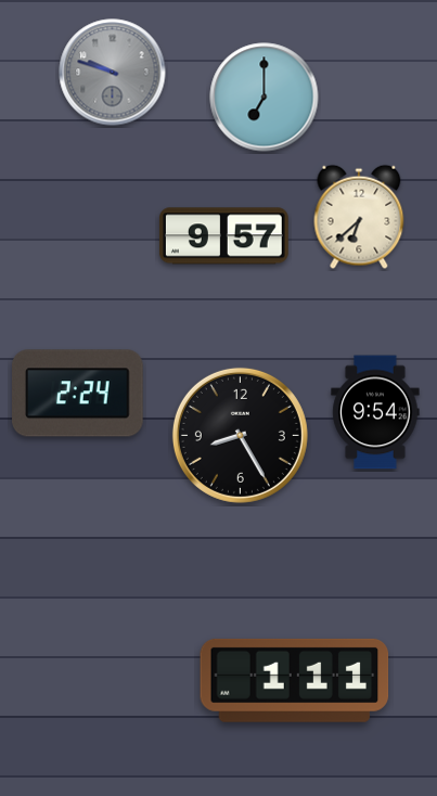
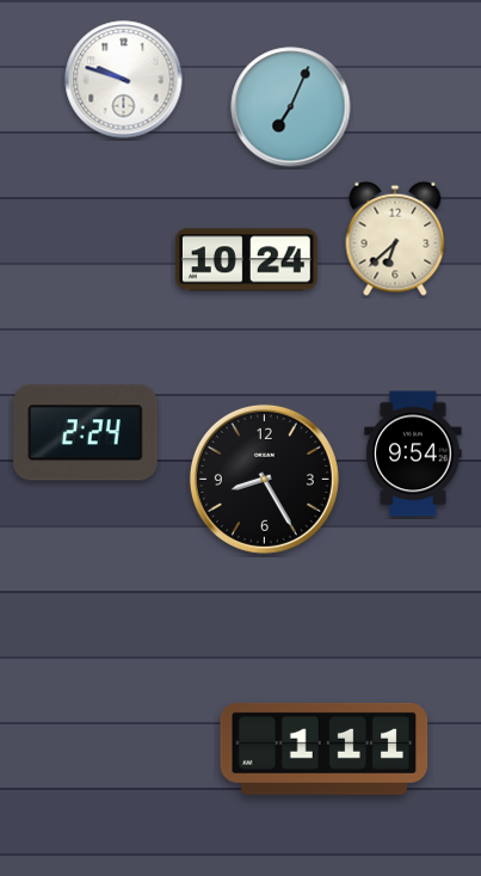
clock at (113, 73) dial: grey -> white
clock at (265, 98): 7:00 -> 7:04
clock at (223, 236): 9:57 -> 10:24
